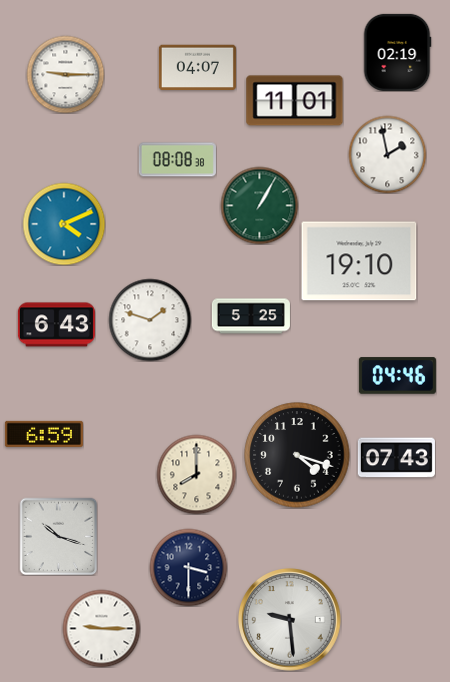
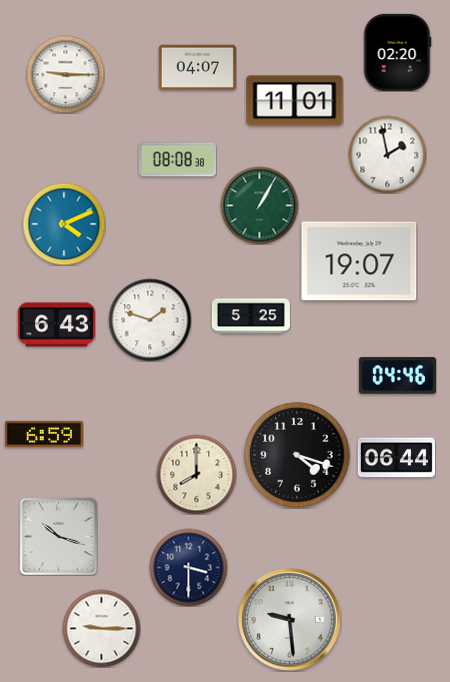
clock at (397, 52): 02:19 -> 02:20
clock at (359, 261): 19:10 -> 19:07
clock at (396, 458): 07:43 -> 06:44
